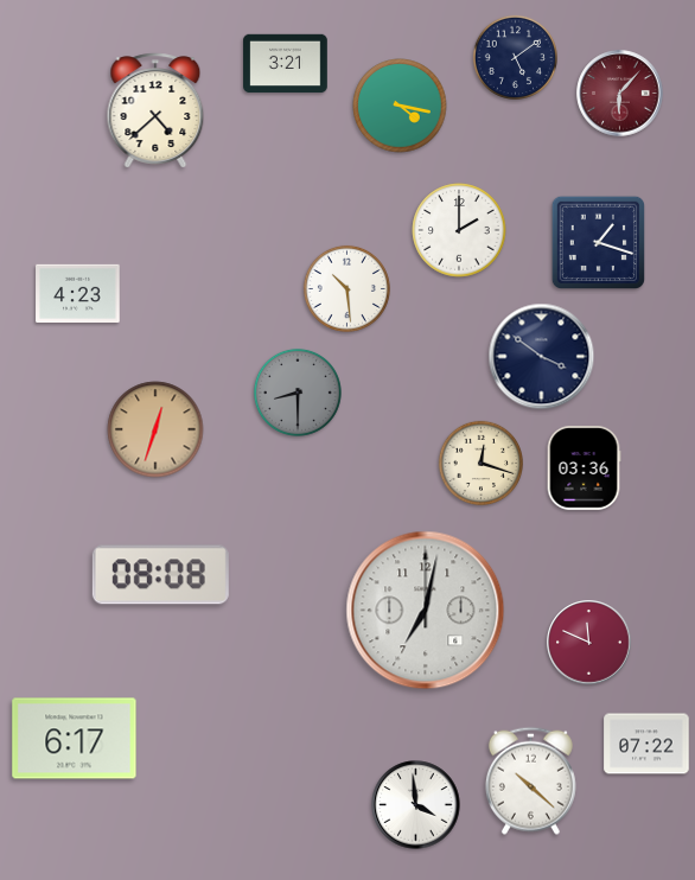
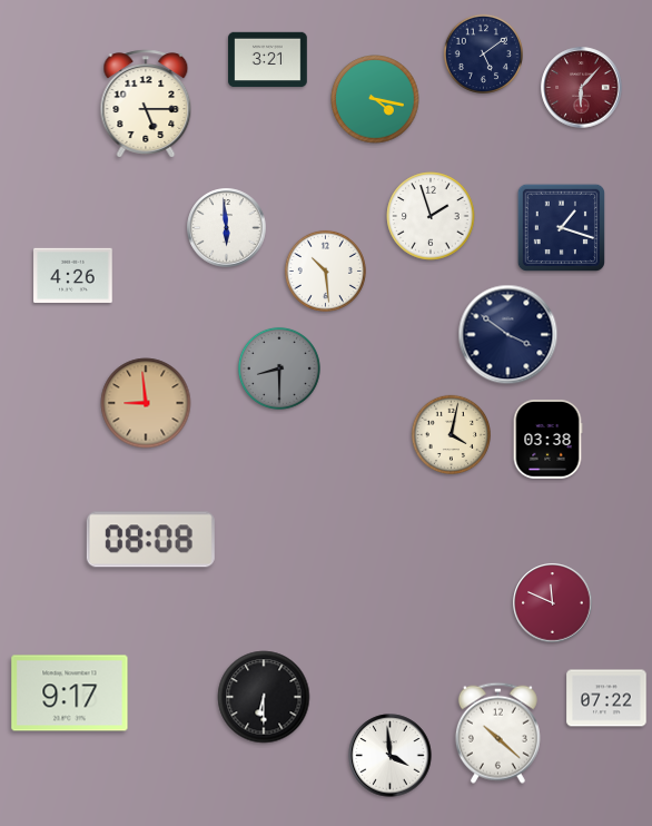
clock at (155, 110): 4:38 -> 5:15
clock at (459, 230): 2:00 -> 1:57
clock at (227, 228): none -> 5:59
clock at (78, 294): 4:23 -> 4:26
clock at (155, 429): 12:33 -> 8:59
clock at (480, 463): 12:18 -> 4:02
clock at (584, 468): 03:36 -> 03:38
clock at (426, 611): 7:02 -> none
clock at (75, 739): 6:17 -> 9:17
clock at (264, 697): none -> 6:30
